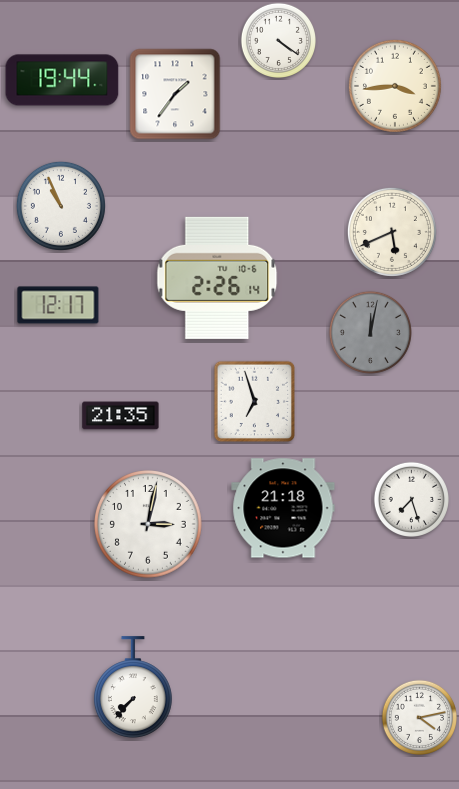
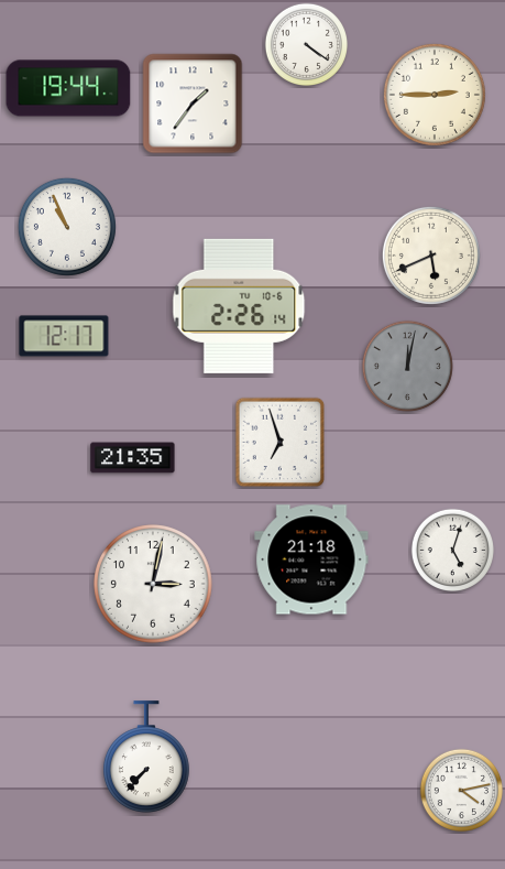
clock at (395, 86): 3:44 -> 2:45
clock at (411, 499): 7:27 -> 5:03
clock at (149, 525) position: (149, 525) -> (154, 585)
